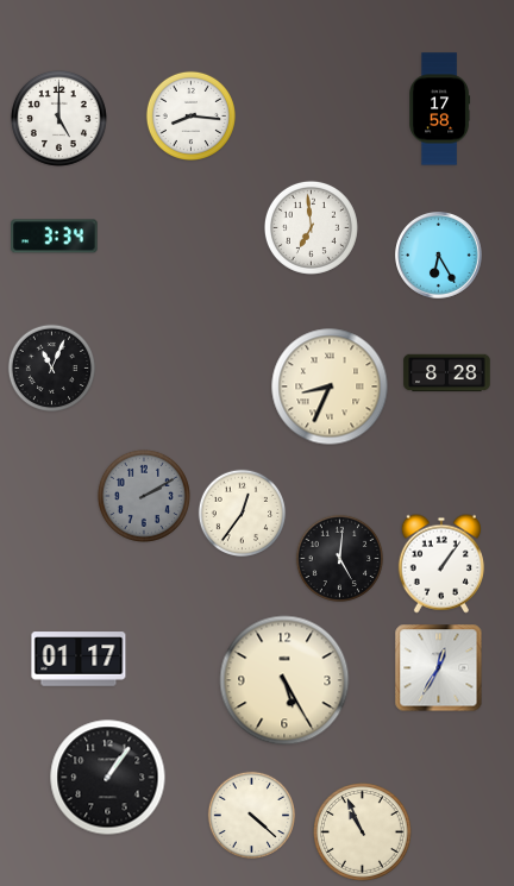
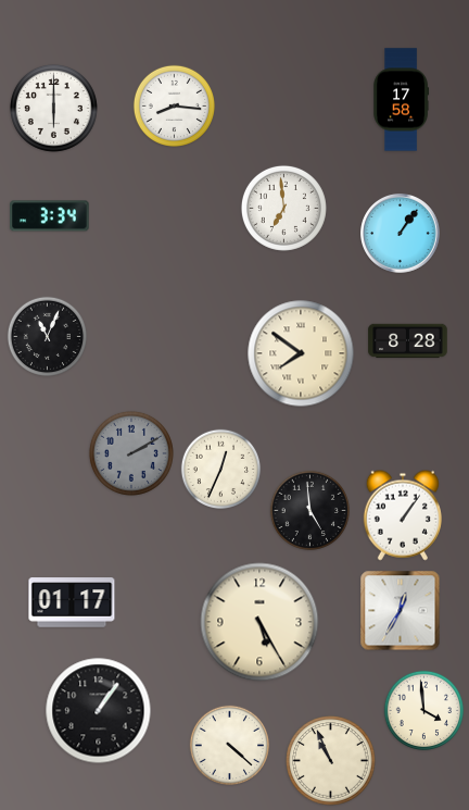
clock at (58, 118): 5:00 -> 6:00
clock at (439, 256): 6:25 -> 1:06
clock at (330, 387): 8:34 -> 7:51
clock at (243, 514): 12:36 -> 12:34
clock at (340, 559): 5:01 -> 4:59
clock at (424, 711): none -> 3:59
